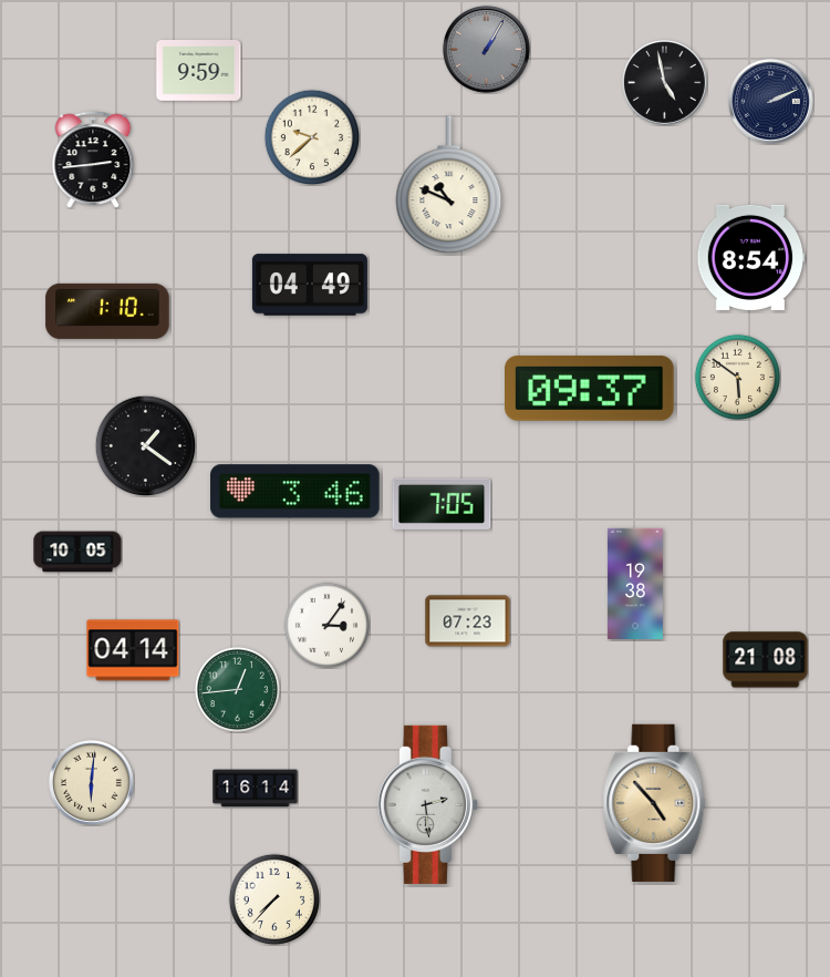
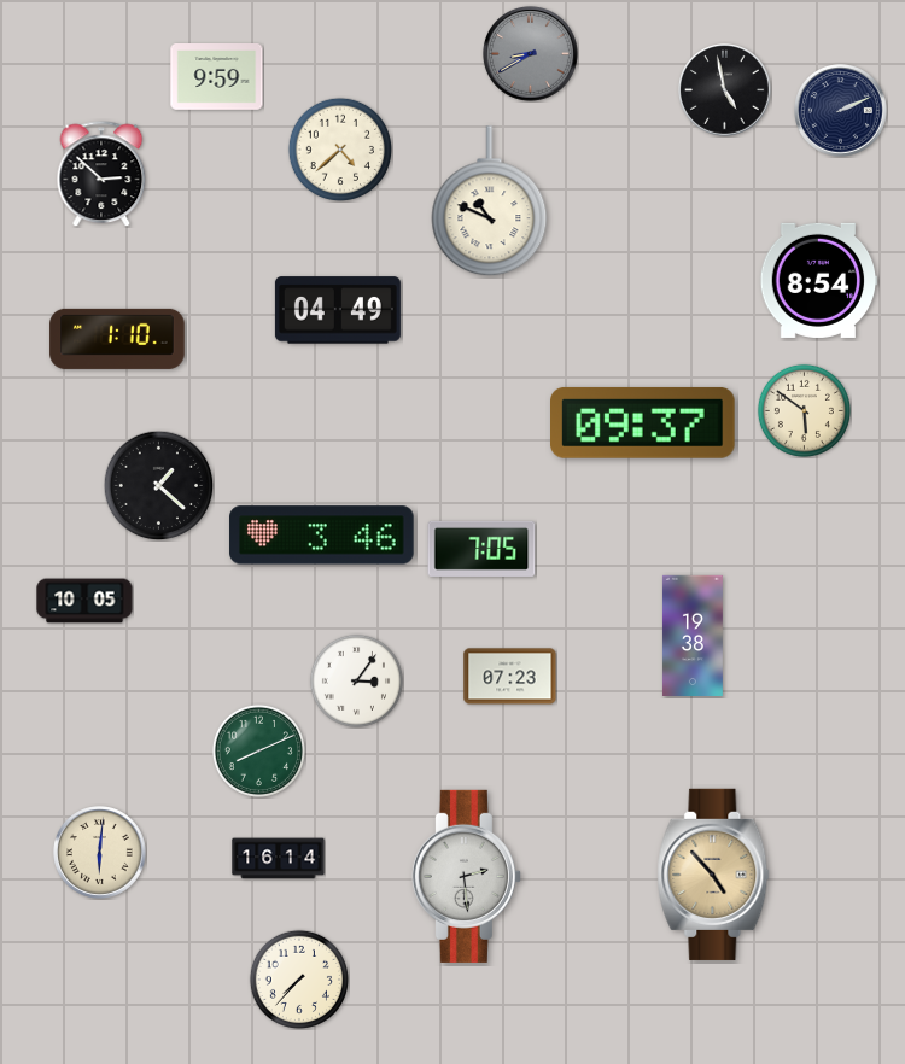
clock at (487, 50): 1:05 -> 8:40
clock at (311, 136): 9:38 -> 4:38
clock at (93, 160): 2:44 -> 2:52
clock at (145, 445): 1:21 -> 1:22
clock at (133, 650): 04:14 -> none
clock at (766, 660): 21:08 -> none
clock at (237, 689): 12:44 -> 8:11
